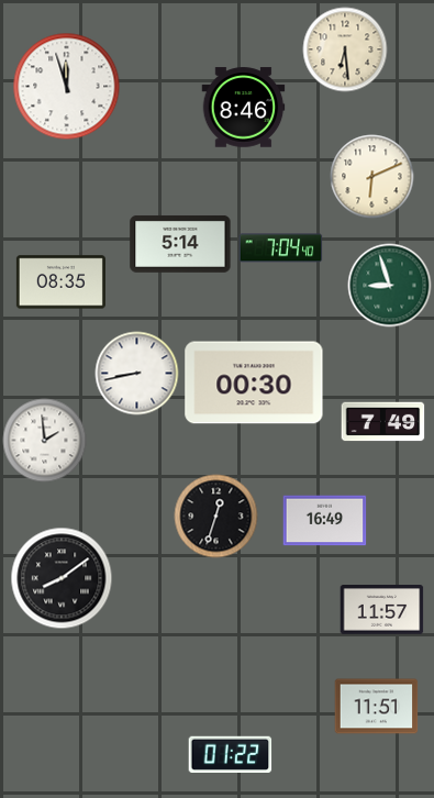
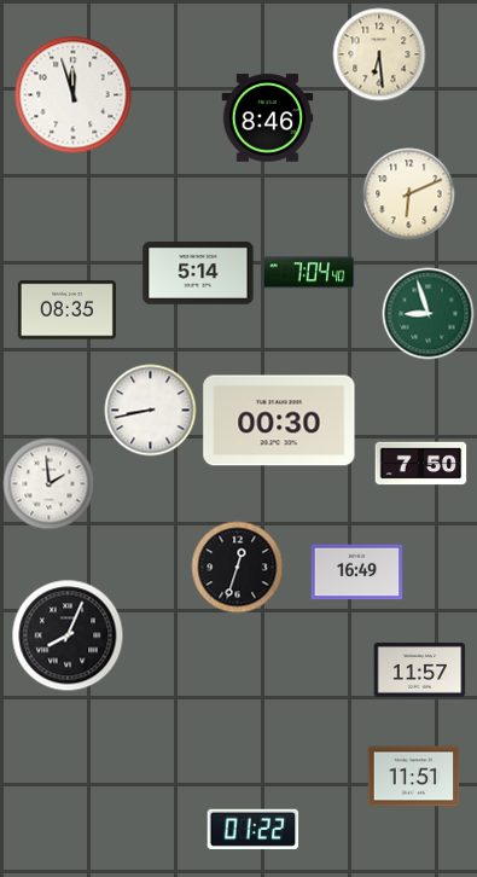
clock at (180, 244) position: (180, 244) -> (198, 273)
clock at (383, 422): 7:49 -> 7:50
clock at (62, 578): 8:09 -> 8:04
